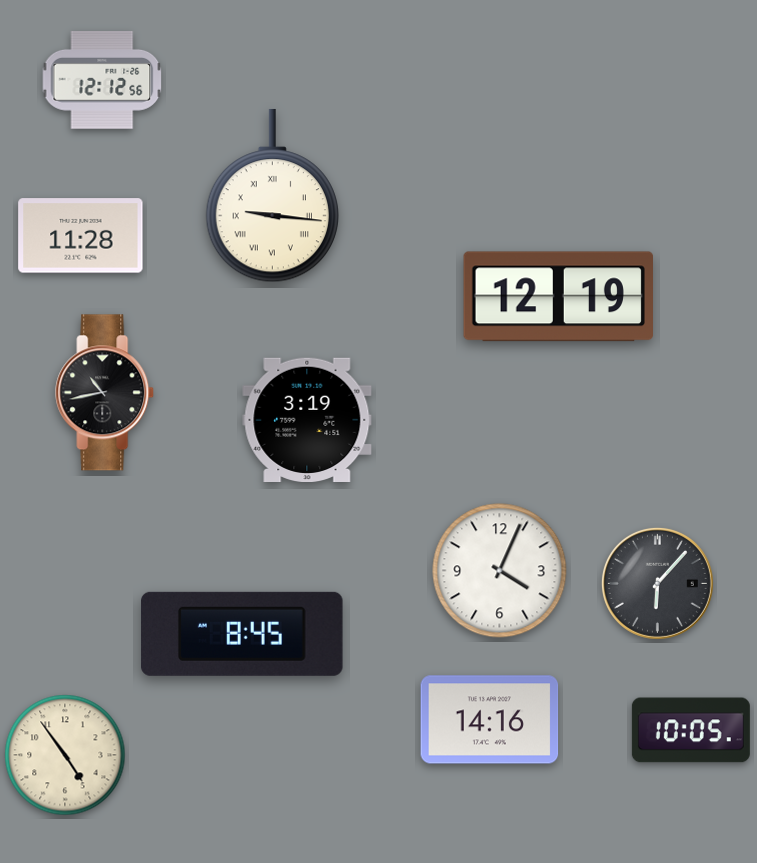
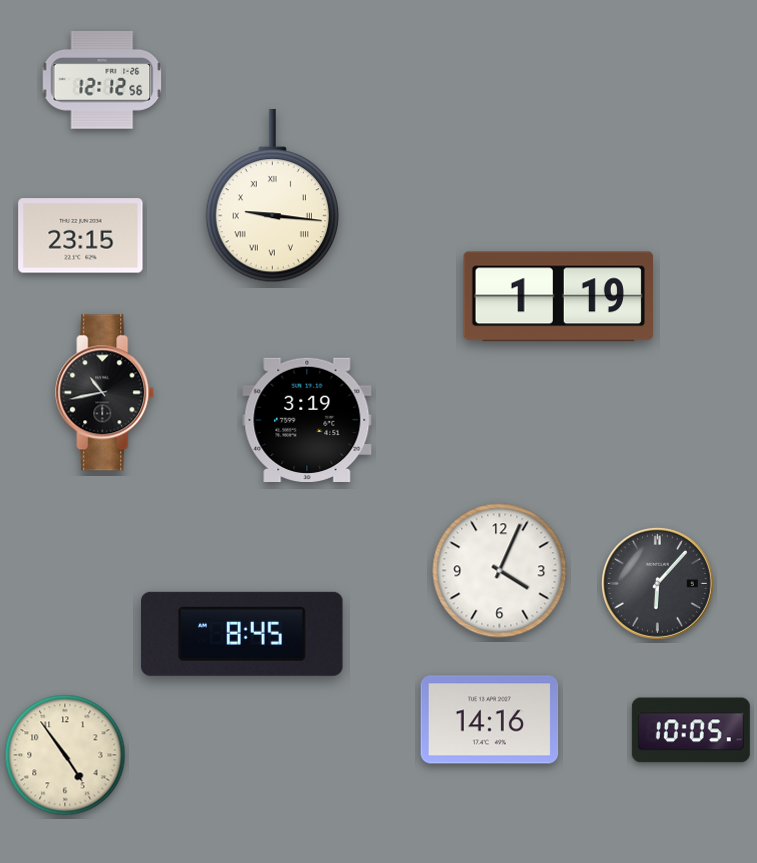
clock at (81, 236): 11:28 -> 23:15
clock at (558, 297): 12:19 -> 1:19
